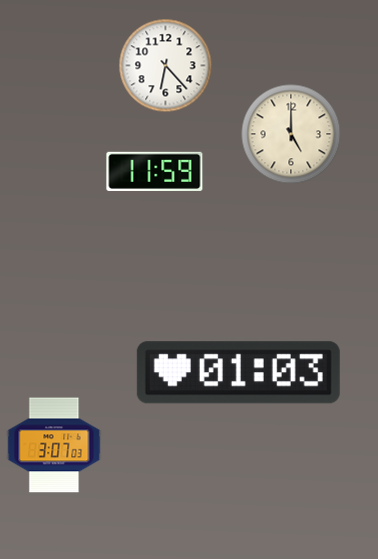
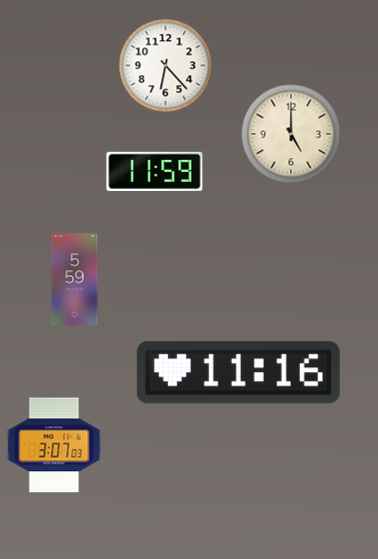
clock at (75, 280): none -> 5:59
clock at (238, 373): 01:03 -> 11:16
